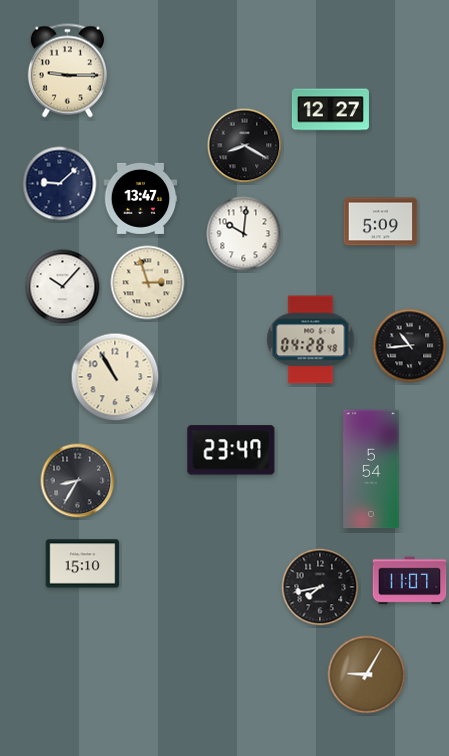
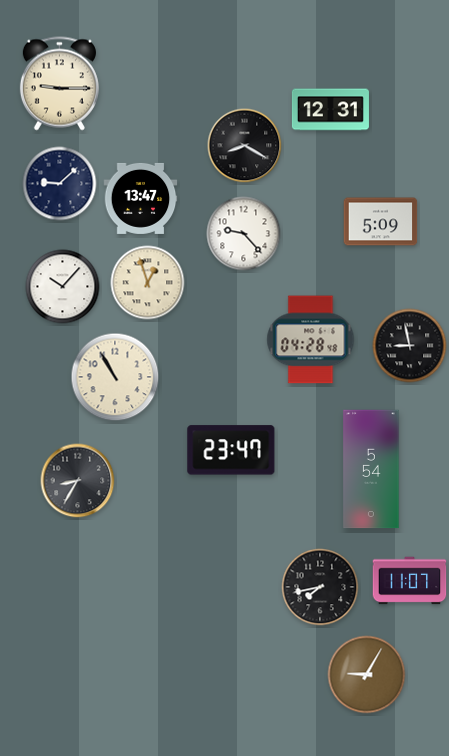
clock at (67, 71) position: (67, 71) -> (59, 84)
clock at (330, 110): 12:27 -> 12:31
clock at (244, 234): 10:01 -> 9:23
clock at (148, 283): 2:57 -> 12:57
clock at (410, 346): 10:44 -> 8:58
clock at (83, 564): 15:10 -> none
